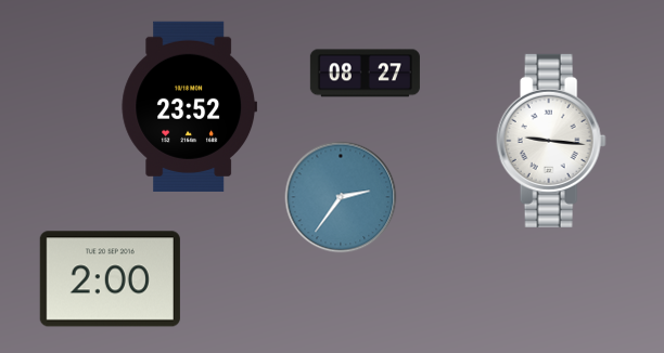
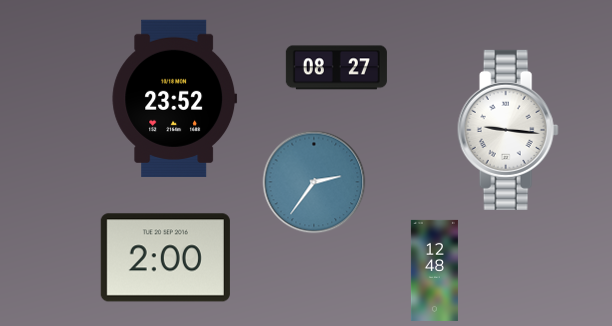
clock at (110, 279) position: (110, 279) -> (165, 258)
clock at (434, 270): none -> 12:48
